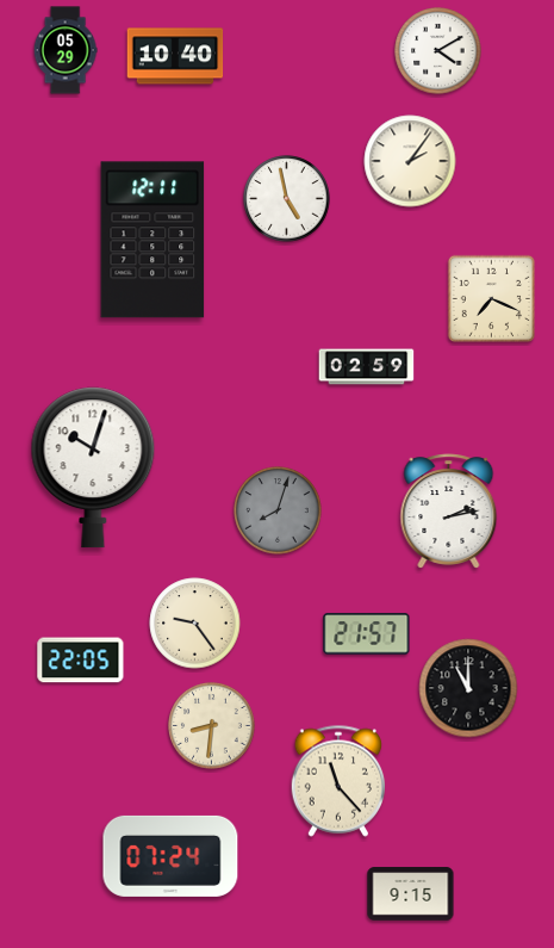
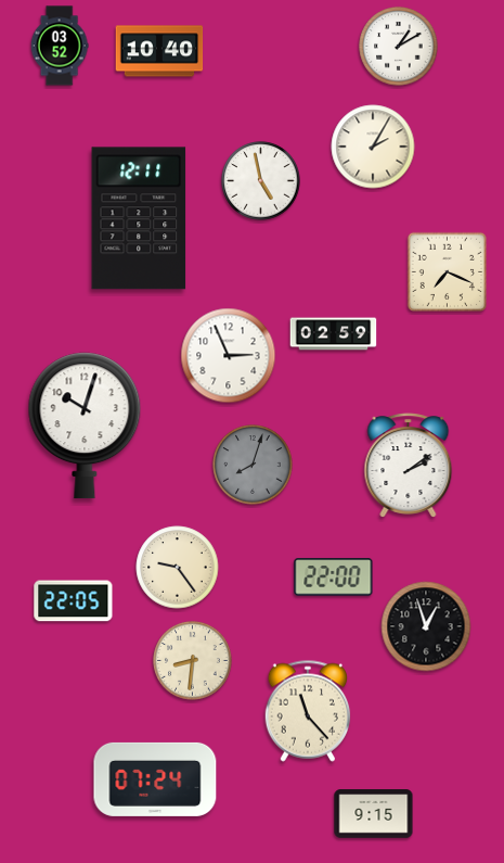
clock at (66, 50): 05:29 -> 03:52
clock at (438, 51): 4:10 -> 1:10
clock at (410, 161): 2:06 -> 2:05
clock at (229, 356): none -> 2:56
clock at (449, 512): 2:13 -> 2:09
clock at (367, 634): 21:57 -> 22:00
clock at (468, 688): 11:00 -> 12:57
